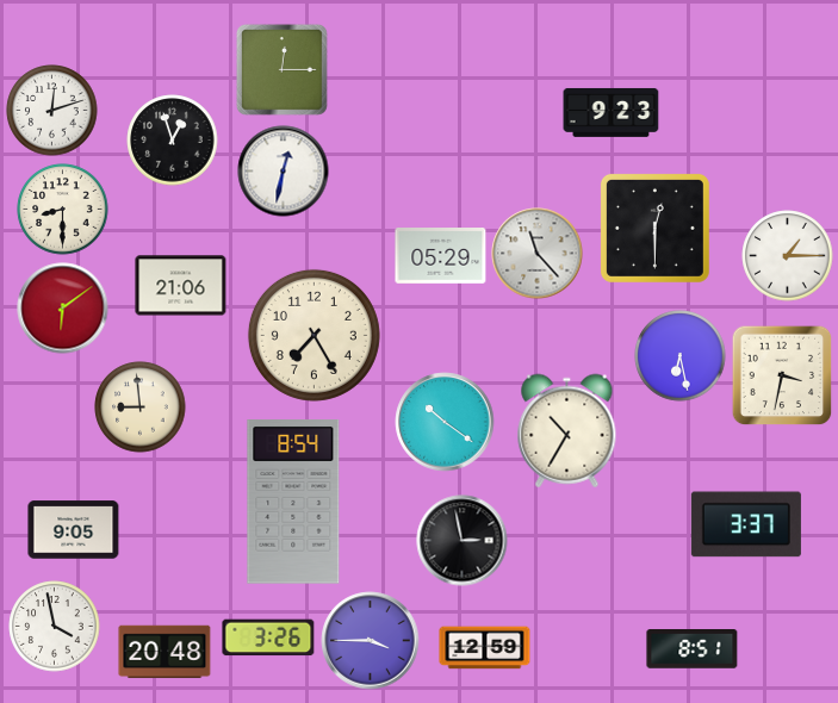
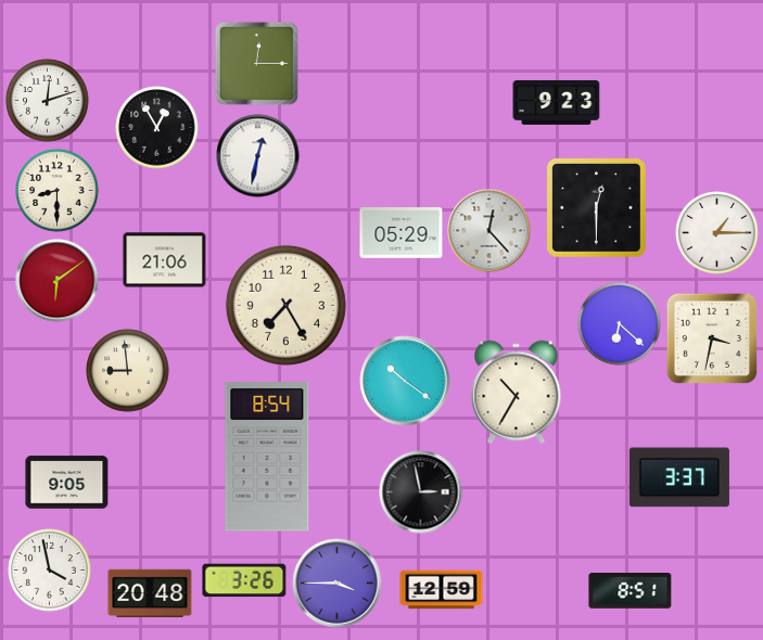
clock at (173, 141): 12:57 -> 12:55
clock at (538, 254): 11:23 -> 12:23
clock at (681, 356): 6:28 -> 6:22
clock at (782, 375) position: (782, 375) -> (712, 338)
clock at (445, 422) position: (445, 422) -> (405, 381)
